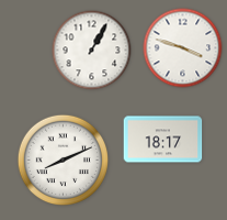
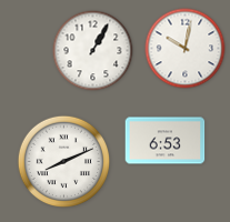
clock at (183, 48): 3:48 -> 10:02
clock at (163, 140): 18:17 -> 6:53
